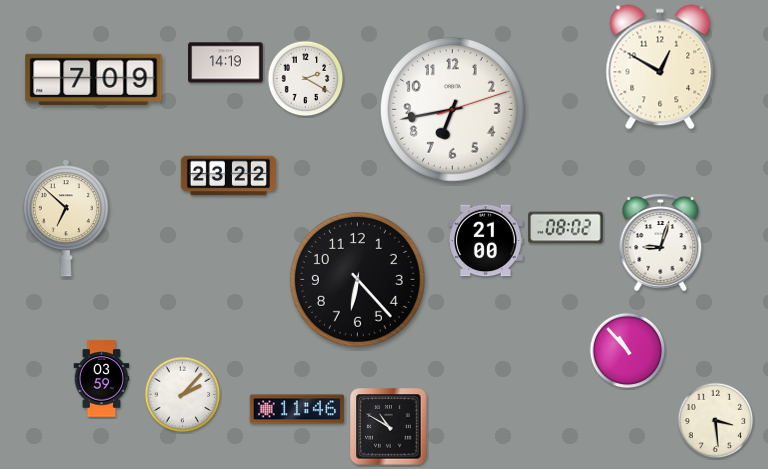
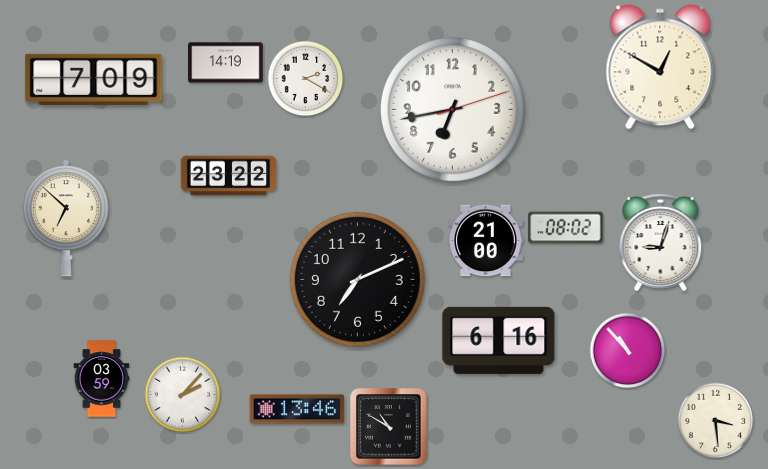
clock at (357, 279): 6:23 -> 7:11
clock at (499, 340): none -> 6:16
clock at (297, 409): 11:46 -> 13:46
